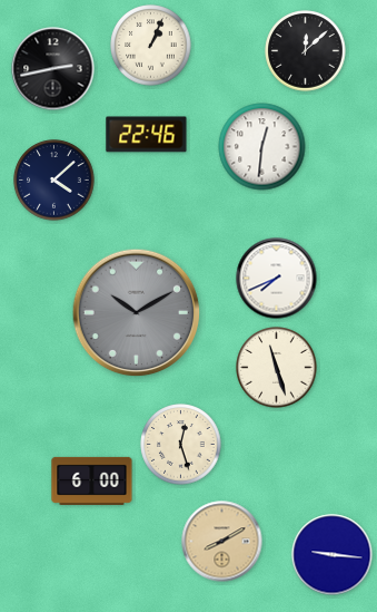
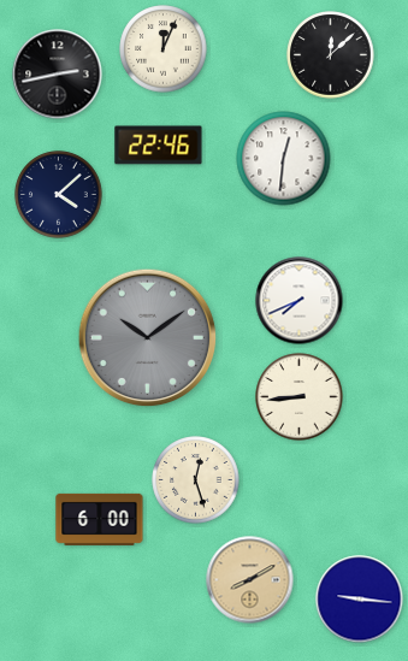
clock at (151, 46): 1:04 -> 12:04
clock at (137, 313): 10:10 -> 10:09
clock at (277, 368): 11:27 -> 8:44
clock at (222, 542) position: (222, 542) -> (250, 580)
